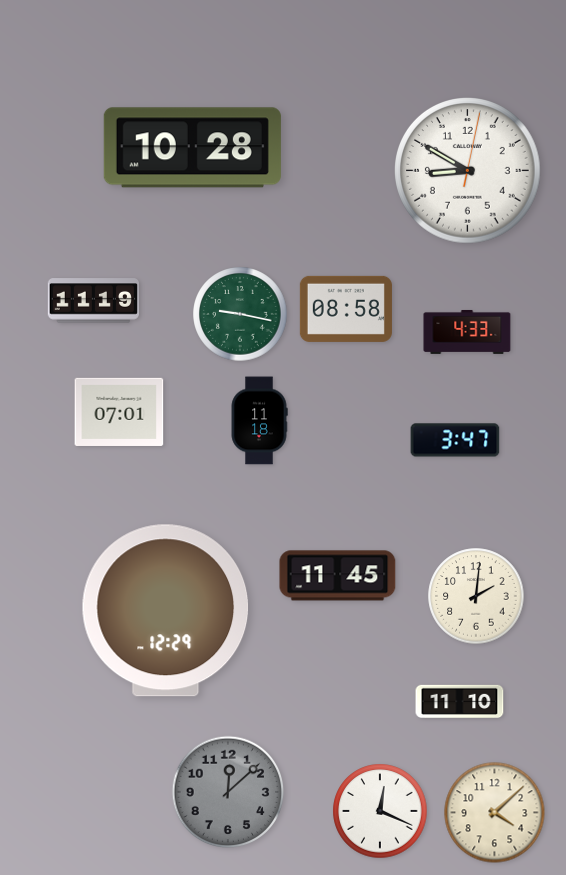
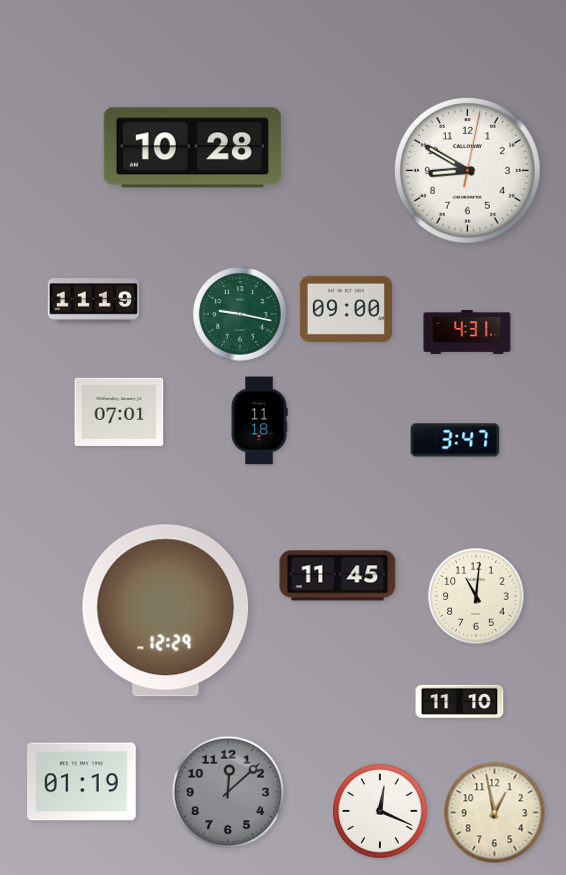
clock at (346, 309): 08:58 -> 09:00
clock at (467, 332): 4:33 -> 4:31
clock at (476, 596): 2:01 -> 11:01
clock at (82, 782): none -> 01:19
clock at (495, 813): 4:08 -> 12:58
